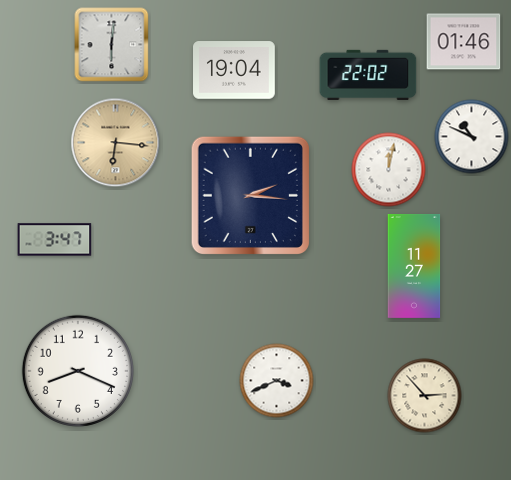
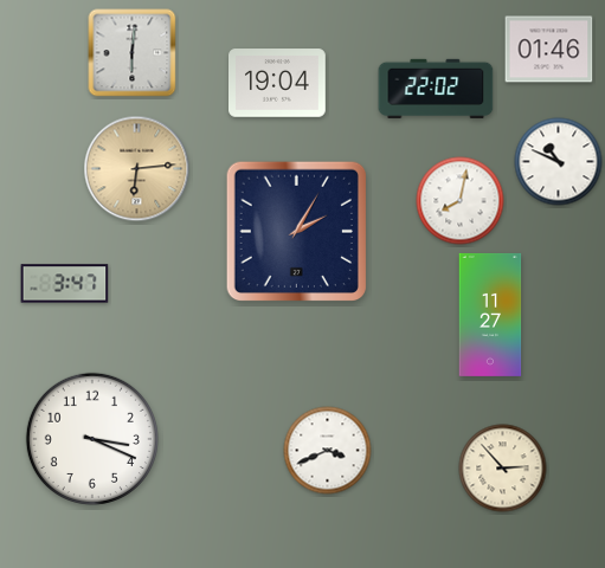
clock at (116, 143): 6:16 -> 6:14
clock at (389, 170): 12:02 -> 8:02
clock at (250, 195): 2:16 -> 2:05
clock at (78, 371): 8:19 -> 3:19
